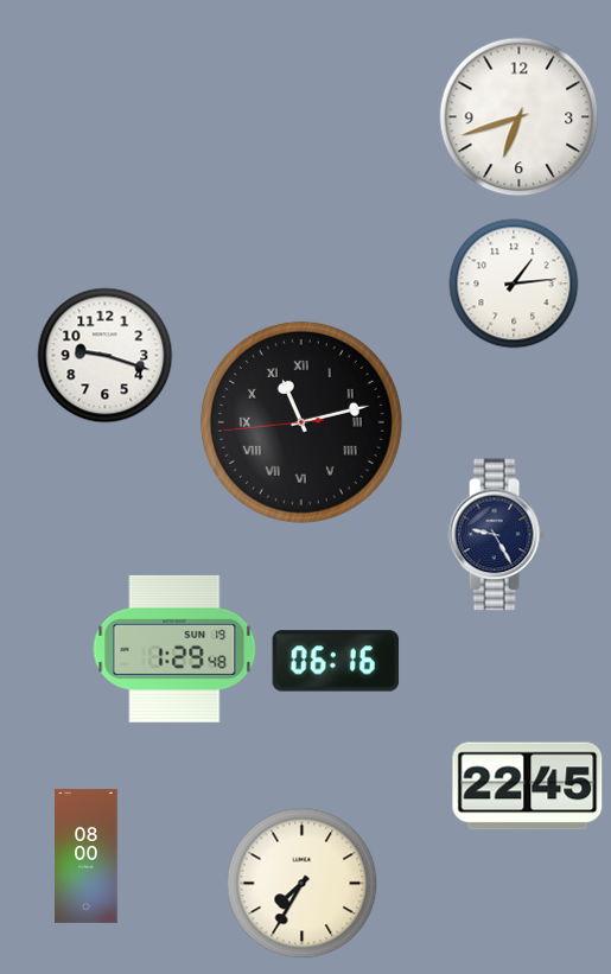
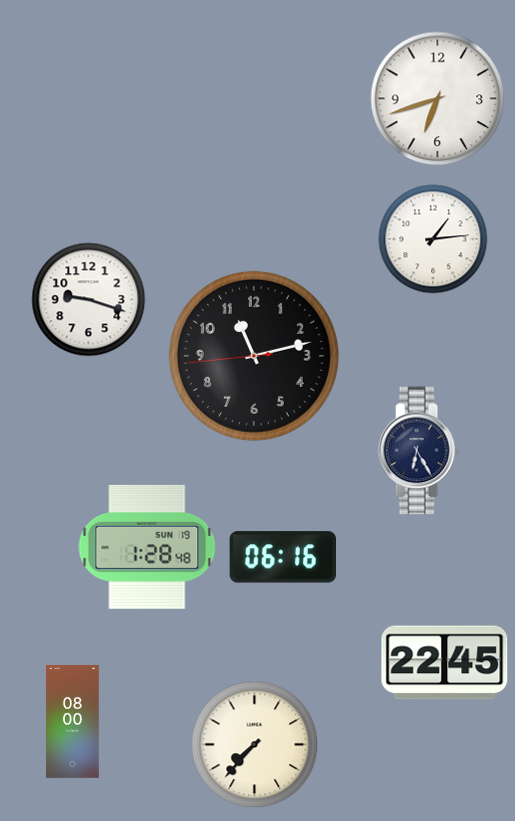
clock at (301, 422) numerals: Roman -> Arabic
clock at (496, 535): 9:25 -> 6:25
clock at (174, 649): 1:29 -> 1:28
clock at (303, 884): 7:35 -> 7:37
